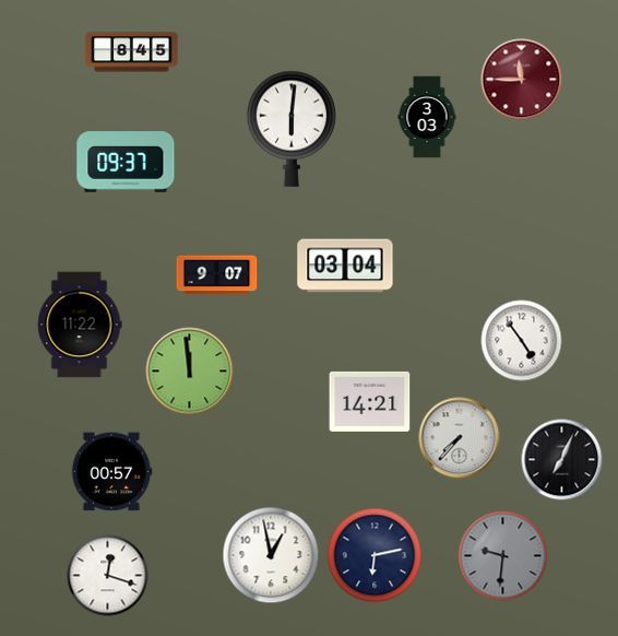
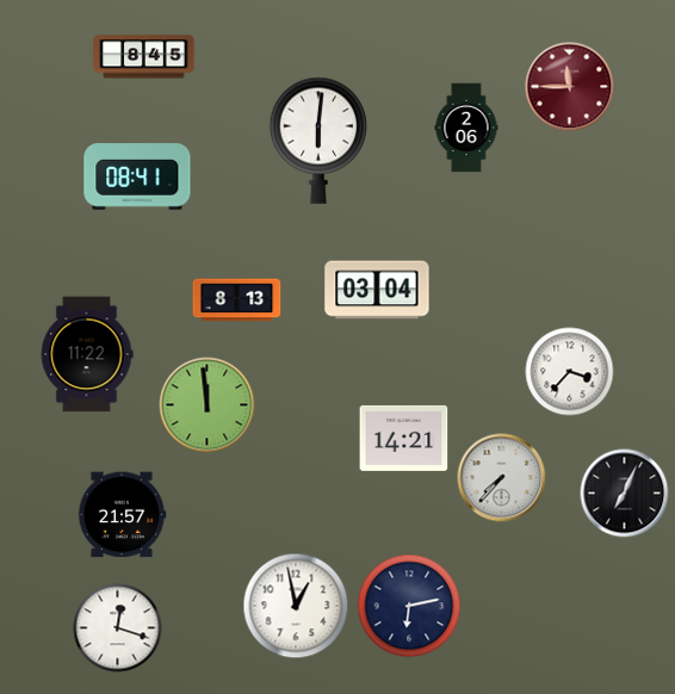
clock at (427, 117): 3:03 -> 2:06
clock at (126, 162): 09:37 -> 08:41
clock at (217, 275): 9:07 -> 8:13
clock at (522, 341): 4:54 -> 3:37
clock at (562, 460) position: (562, 460) -> (625, 494)
clock at (111, 472): 00:57 -> 21:57
clock at (503, 556): 9:31 -> none
